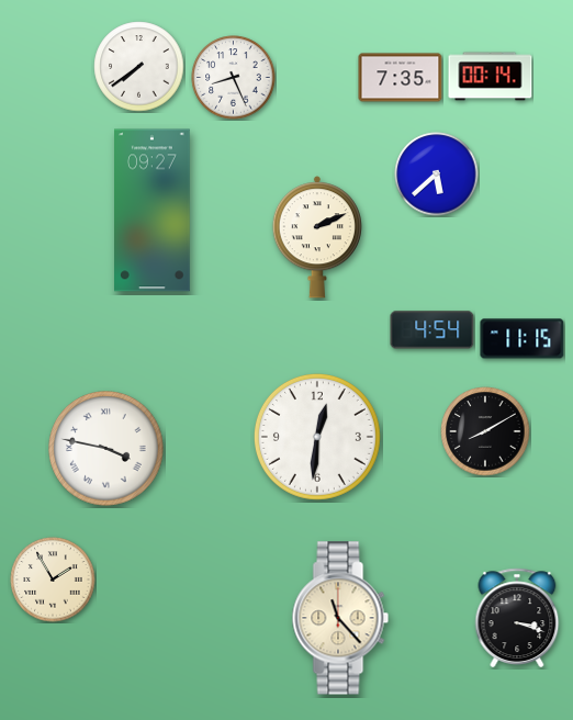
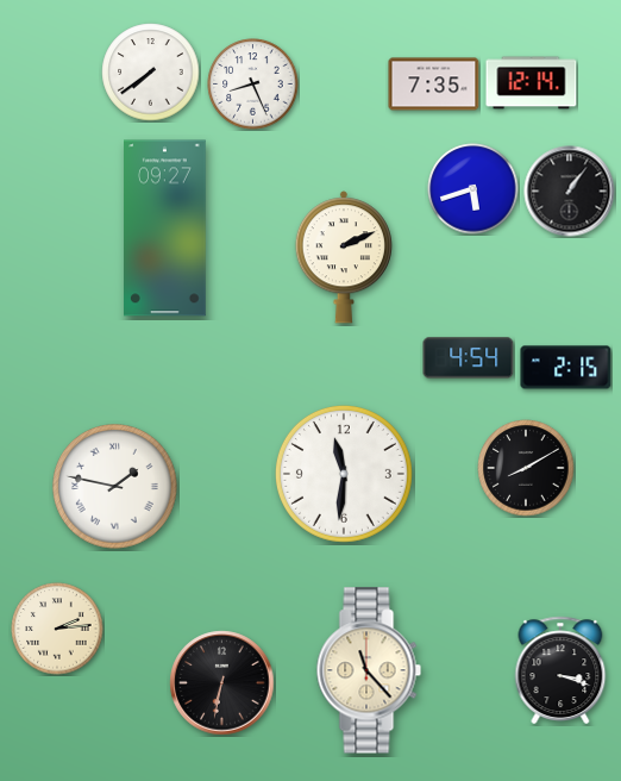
clock at (491, 77): 00:14 -> 12:14
clock at (437, 175): 5:38 -> 5:42
clock at (570, 192): none -> 1:06
clock at (523, 339): 11:15 -> 2:15
clock at (317, 437): 12:31 -> 11:31
clock at (106, 449): 3:47 -> 1:47
clock at (53, 580): 1:55 -> 2:14
clock at (222, 683): none -> 6:32
